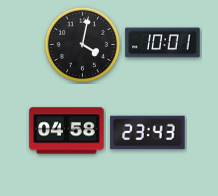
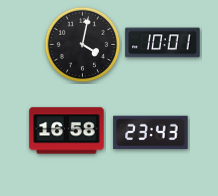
clock at (67, 131): 04:58 -> 16:58
clock at (148, 133) position: (148, 133) -> (151, 133)
